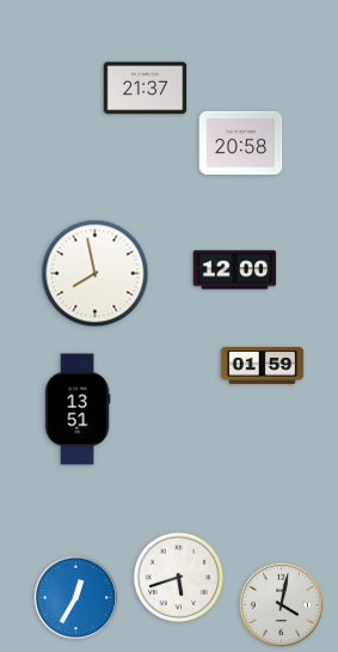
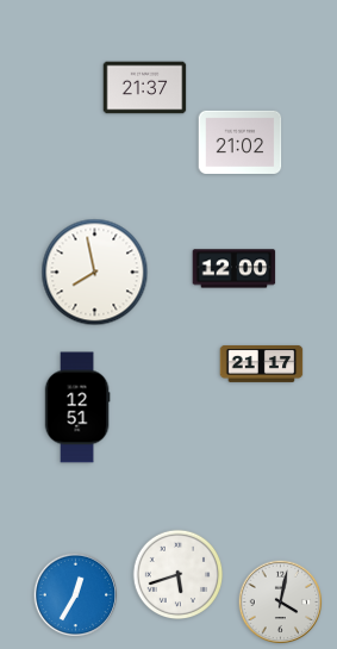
clock at (241, 142): 20:58 -> 21:02
clock at (263, 365): 01:59 -> 21:17
clock at (78, 409): 13:51 -> 12:51
